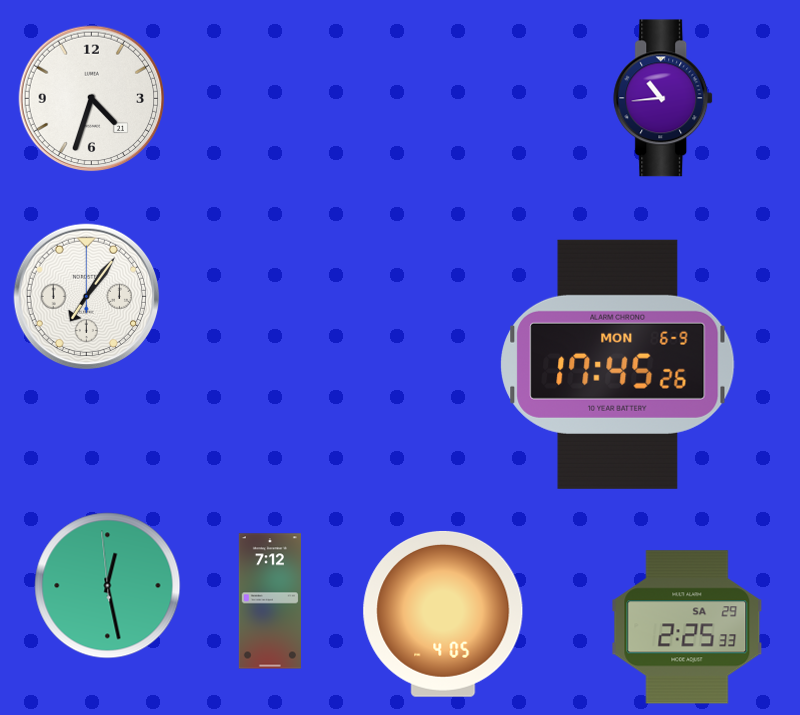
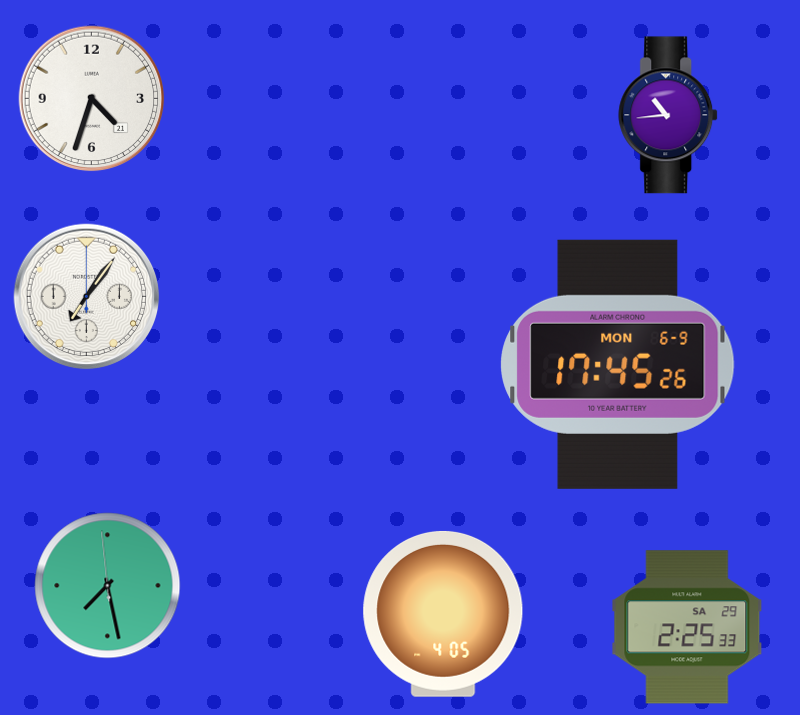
clock at (664, 98) position: (664, 98) -> (669, 115)
clock at (108, 586): 12:27 -> 7:27
clock at (270, 601): 7:12 -> none
